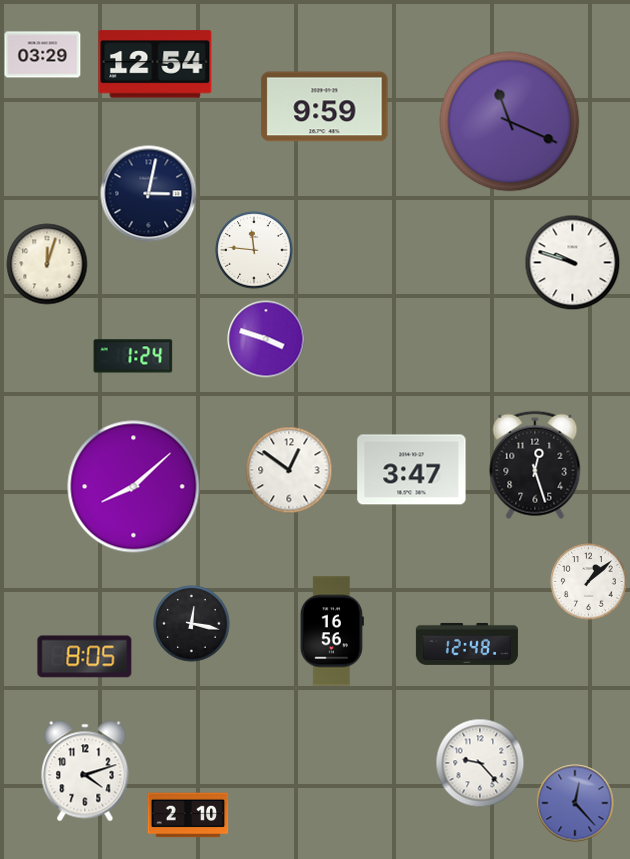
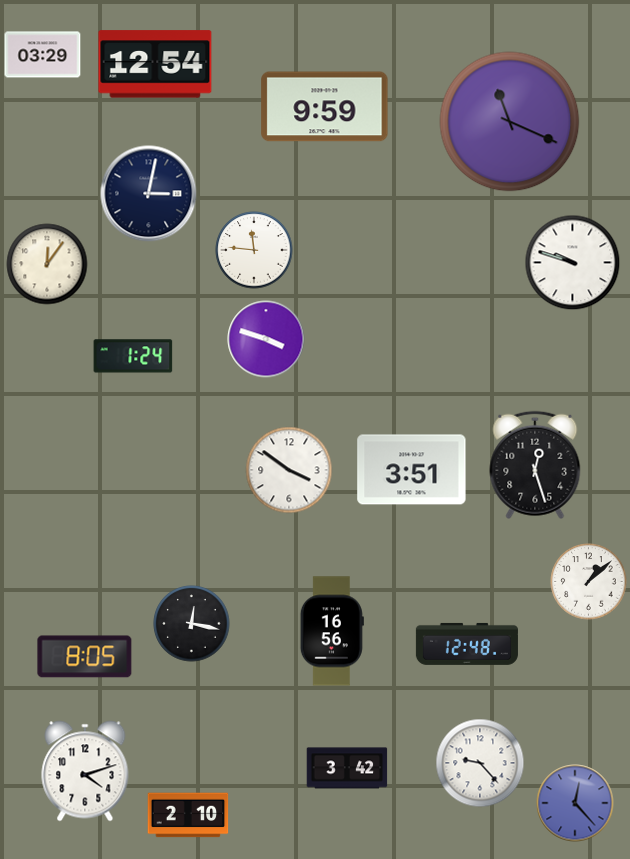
clock at (47, 264): 12:03 -> 12:06
clock at (289, 470): 12:51 -> 3:51
clock at (412, 470): 3:47 -> 3:51
clock at (134, 487): 8:08 -> none
clock at (347, 768): none -> 3:42
